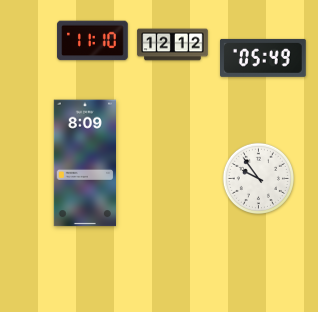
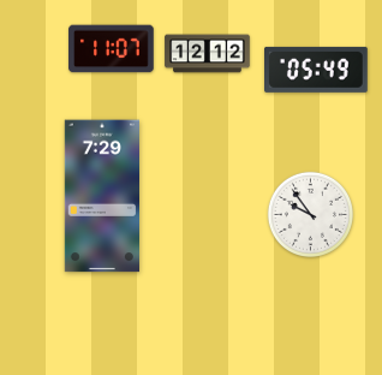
clock at (93, 41): 11:10 -> 11:07
clock at (84, 163): 8:09 -> 7:29
